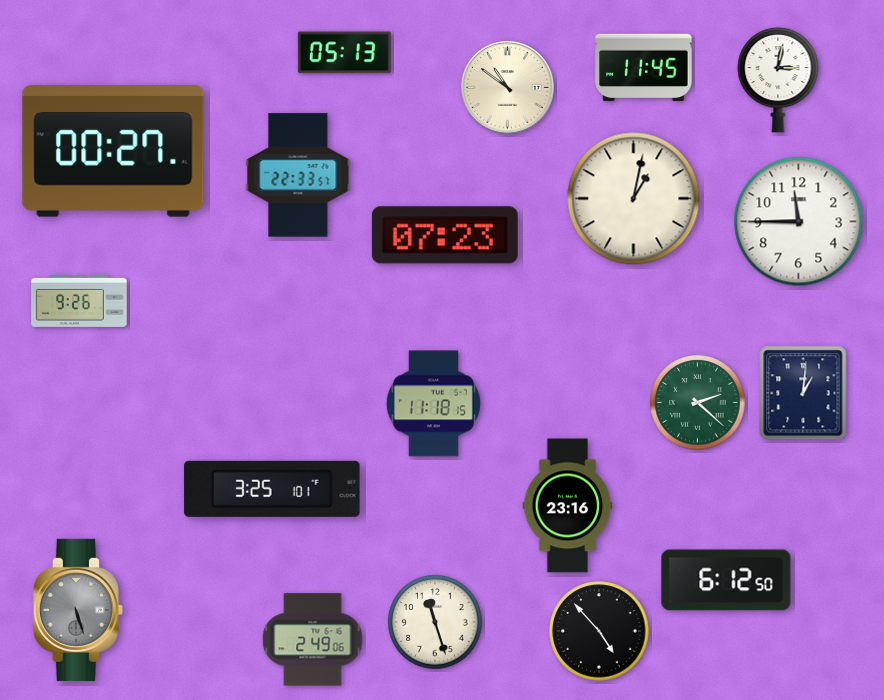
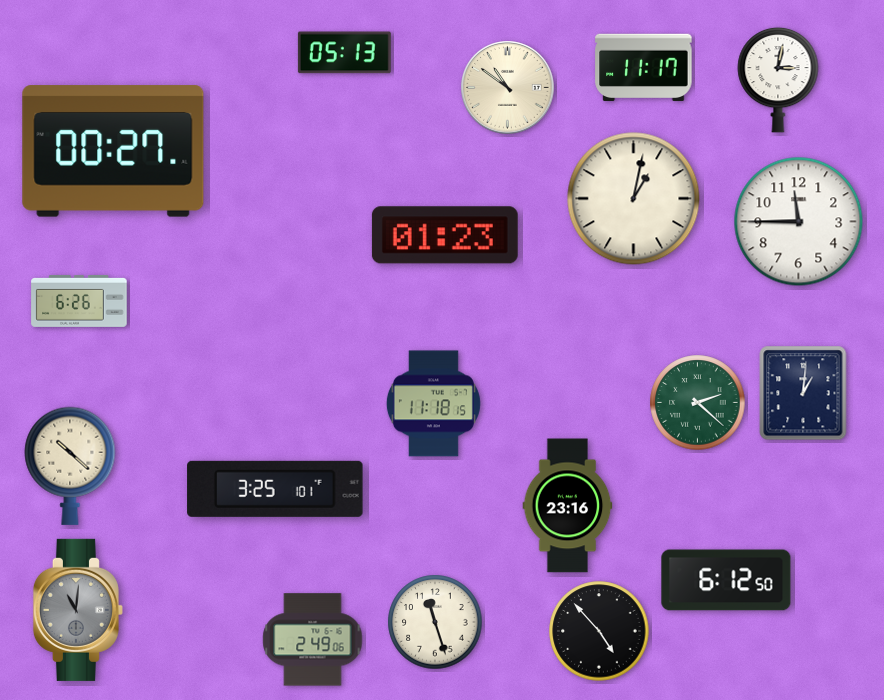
clock at (644, 68): 11:45 -> 11:17
clock at (298, 175): 22:33 -> none
clock at (445, 235): 07:23 -> 01:23
clock at (79, 301): 9:26 -> 6:26
clock at (70, 466): none -> 10:22
clock at (272, 489) position: (272, 489) -> (275, 489)
clock at (78, 610): 5:27 -> 11:01
